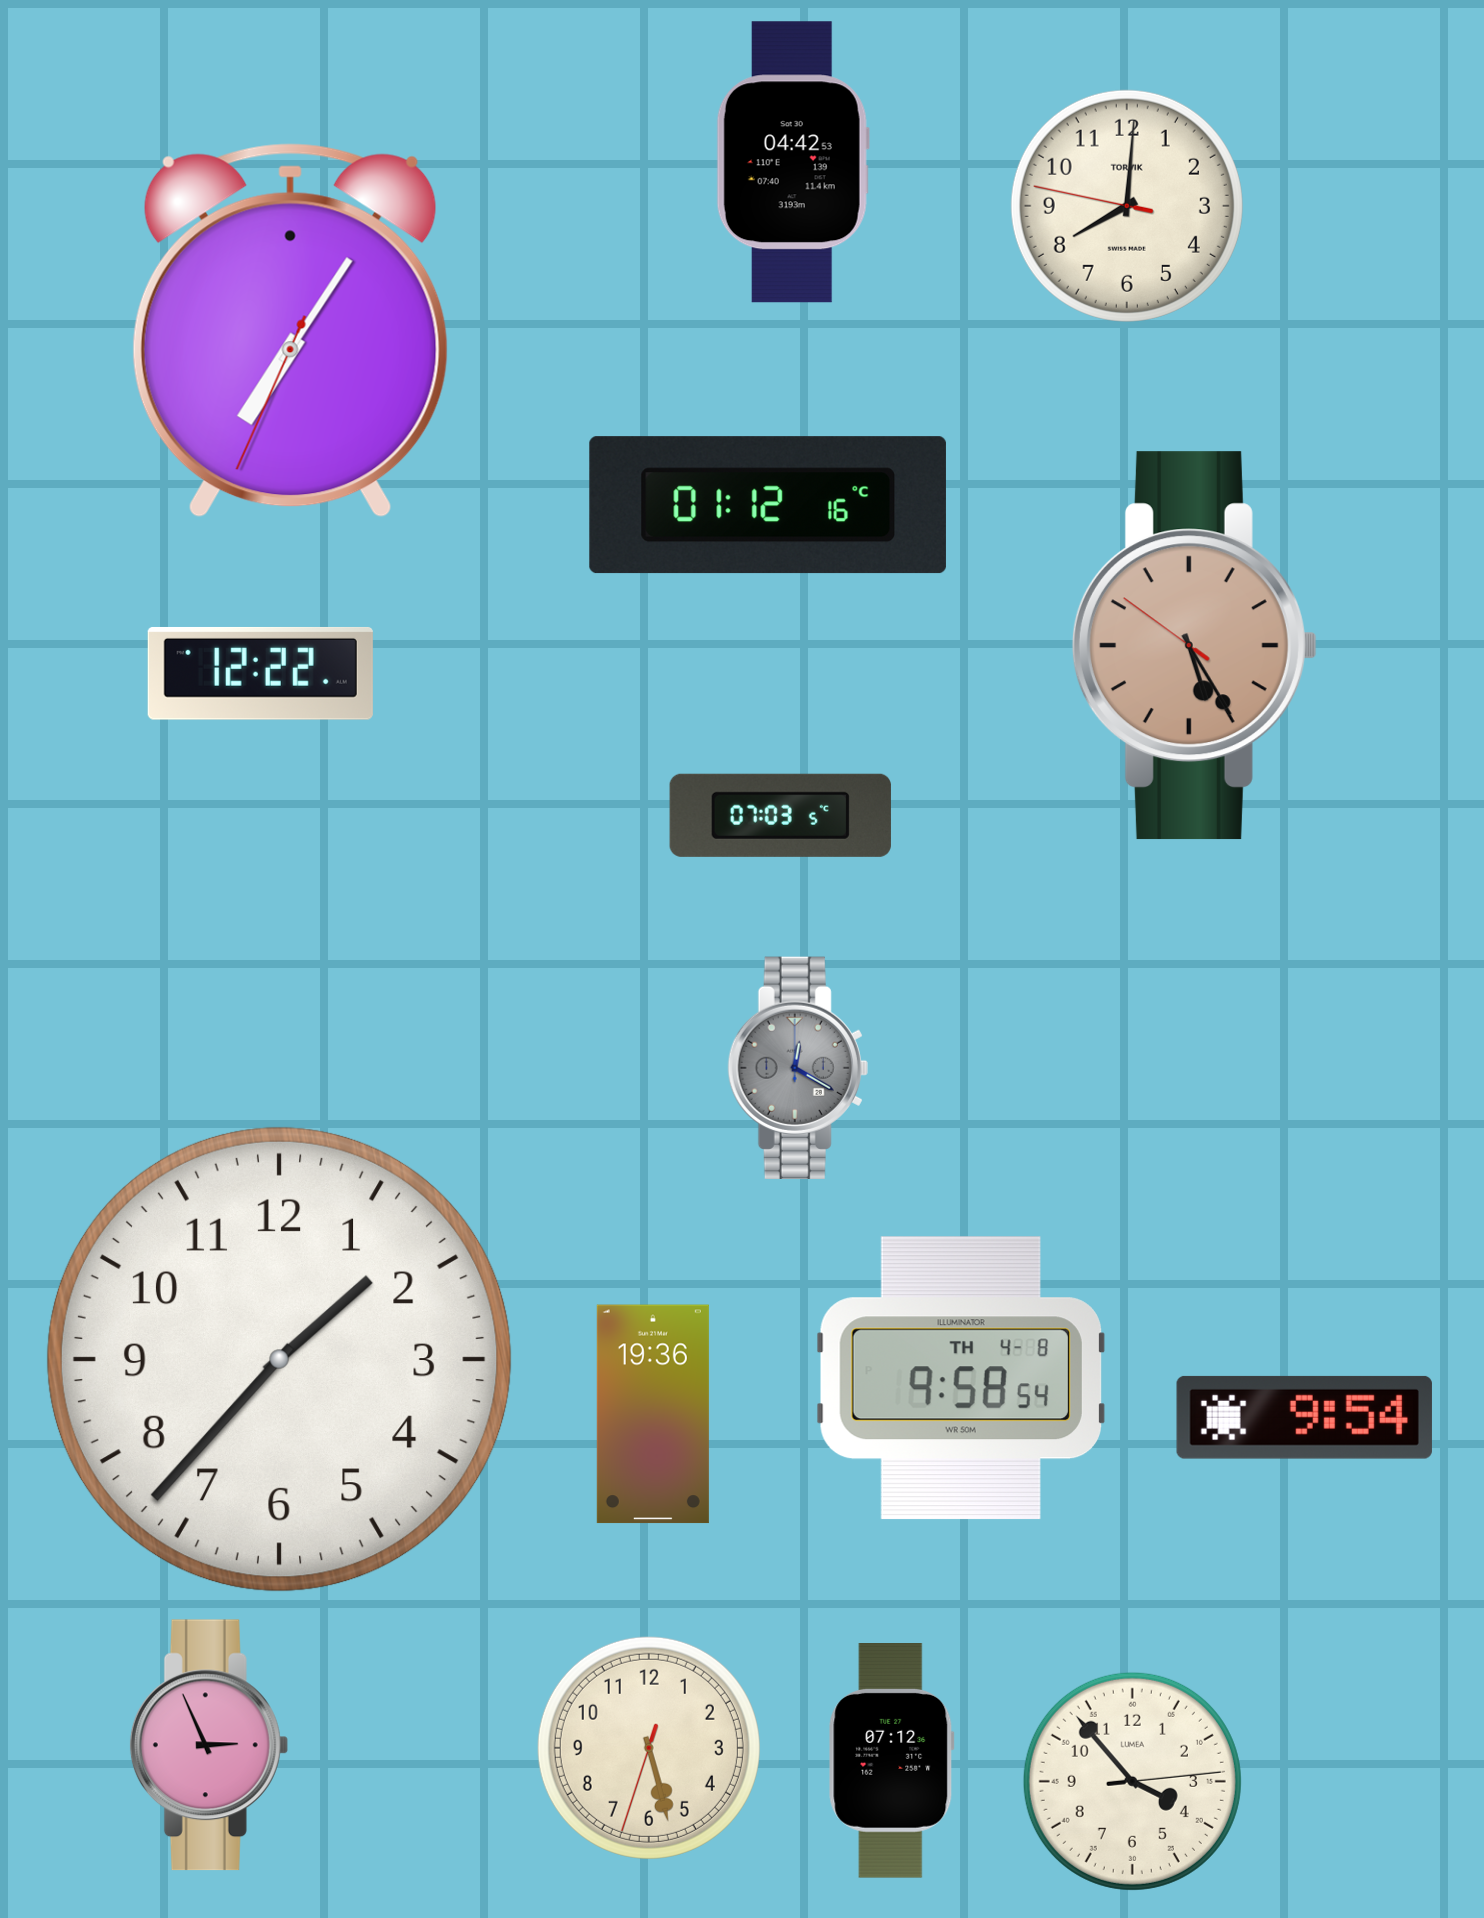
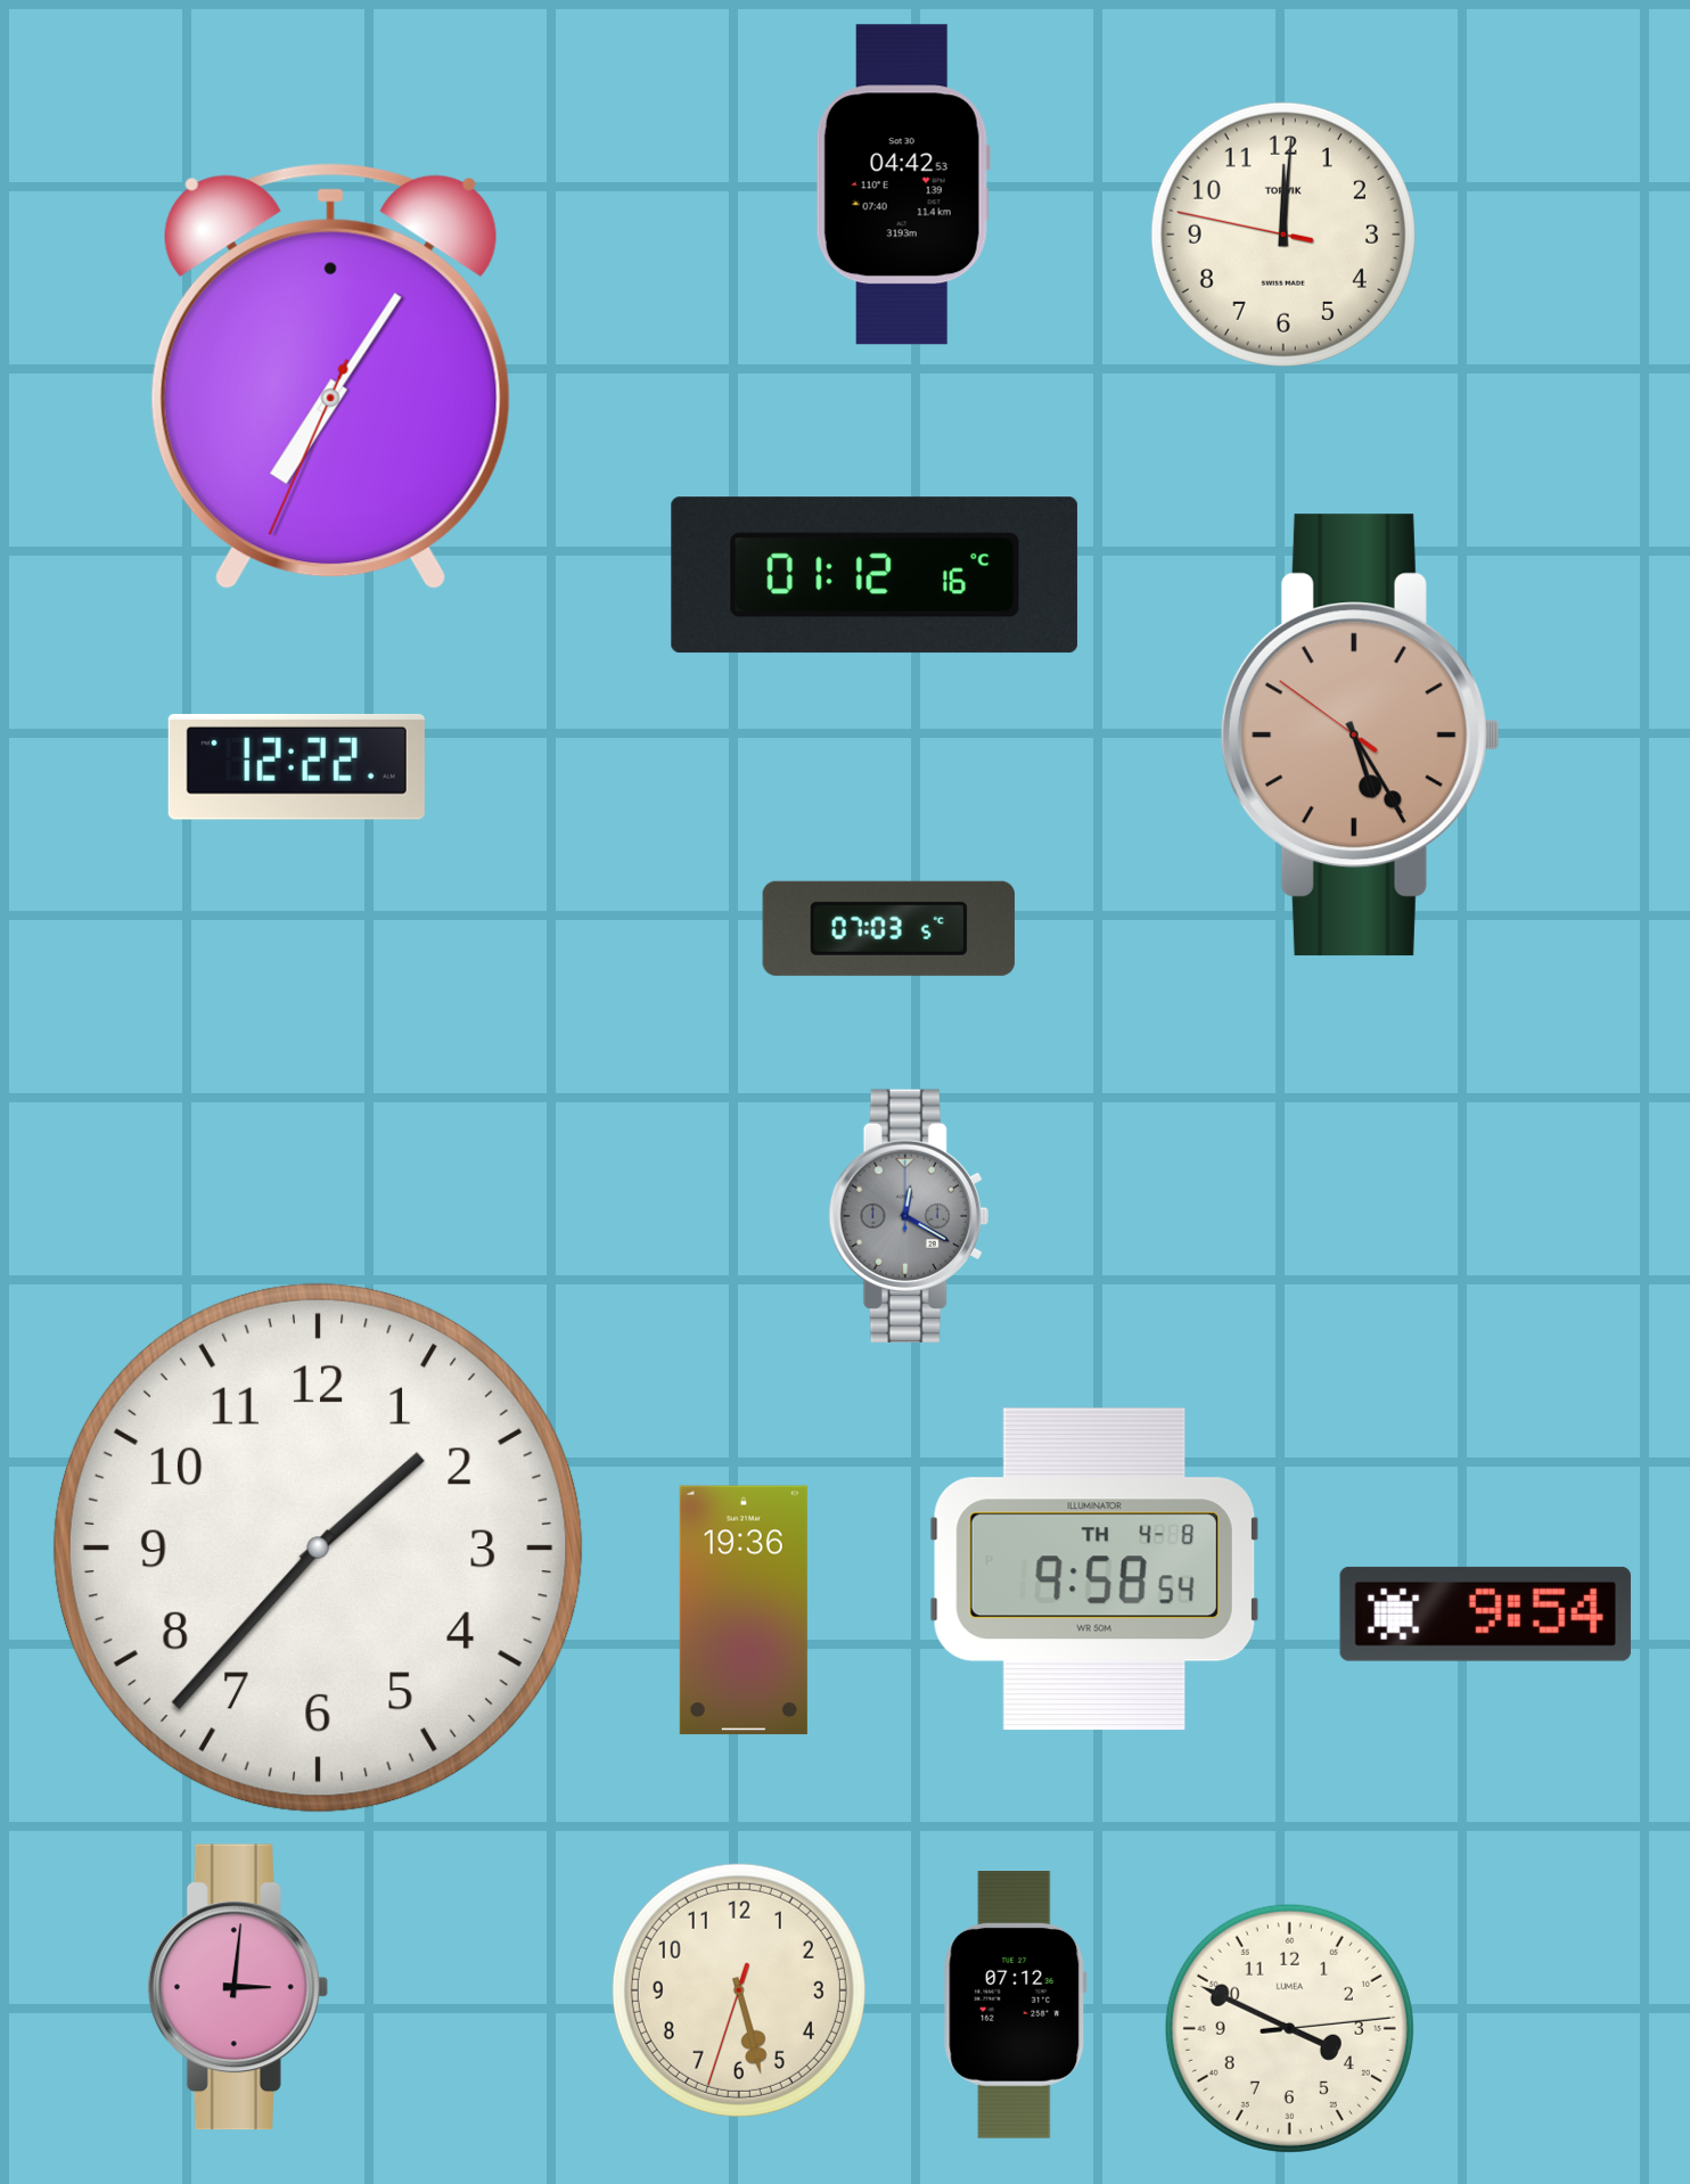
clock at (1127, 206): 8:00 -> 12:00
clock at (209, 1745): 2:56 -> 3:01
clock at (1132, 1781): 3:53 -> 3:49
